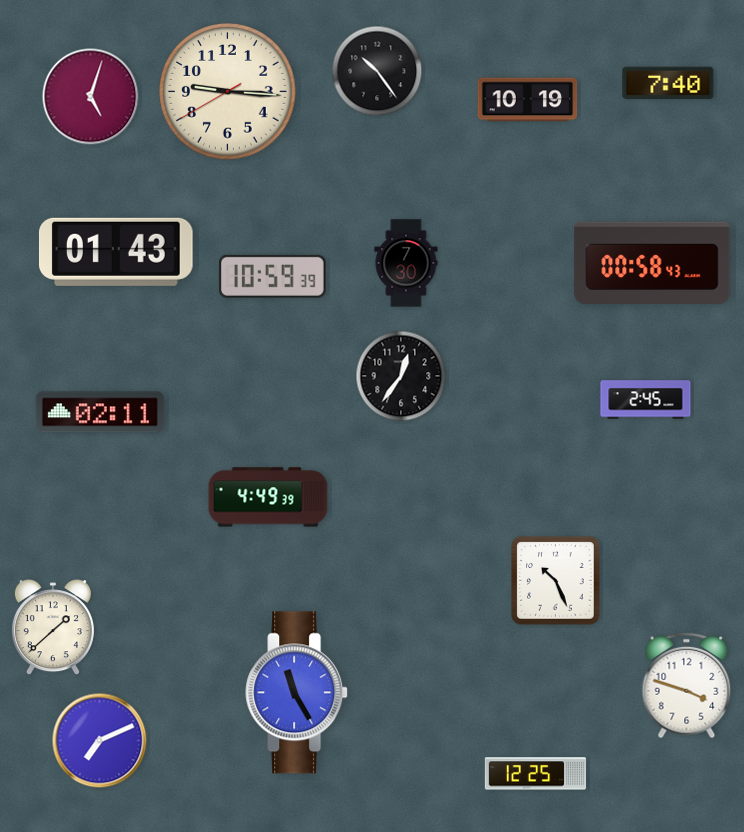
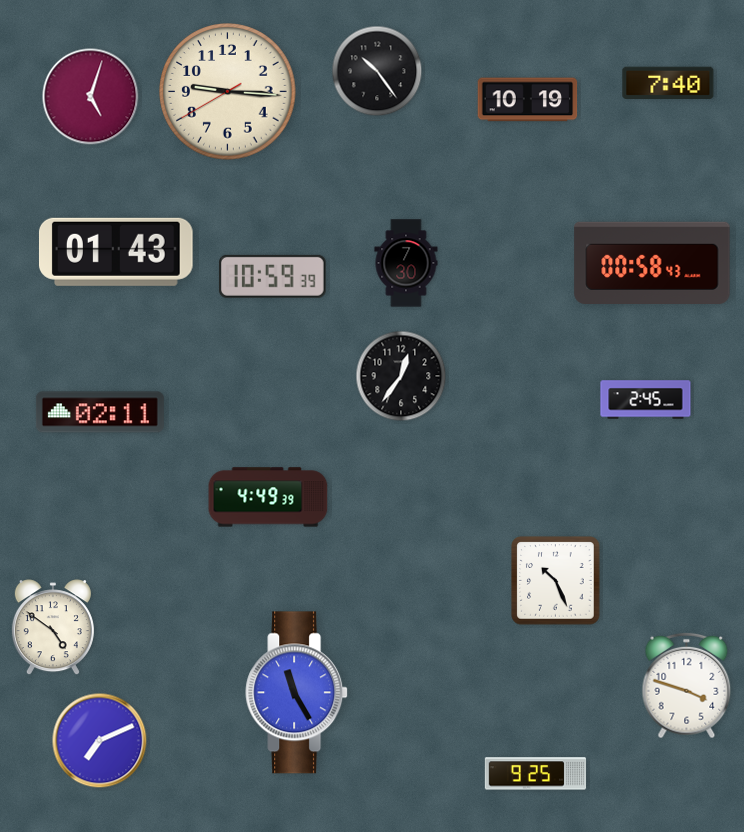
clock at (53, 628): 1:38 -> 4:51
clock at (536, 774): 12:25 -> 9:25
